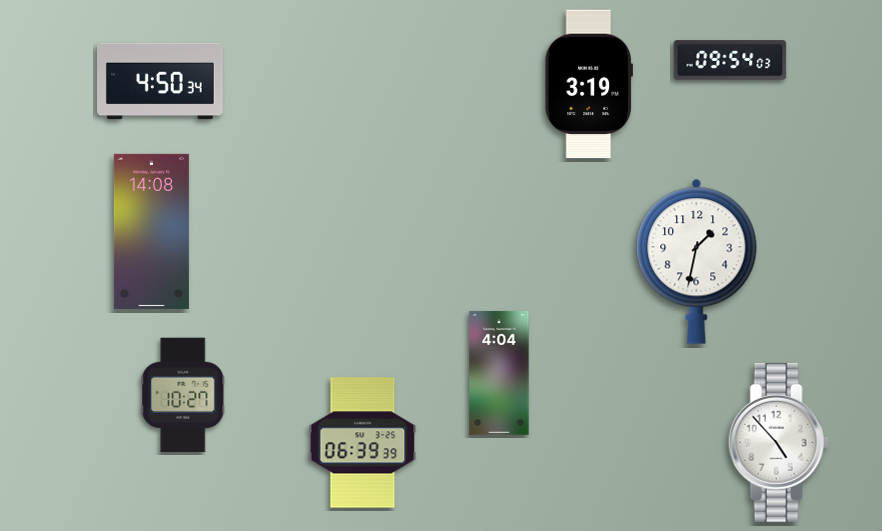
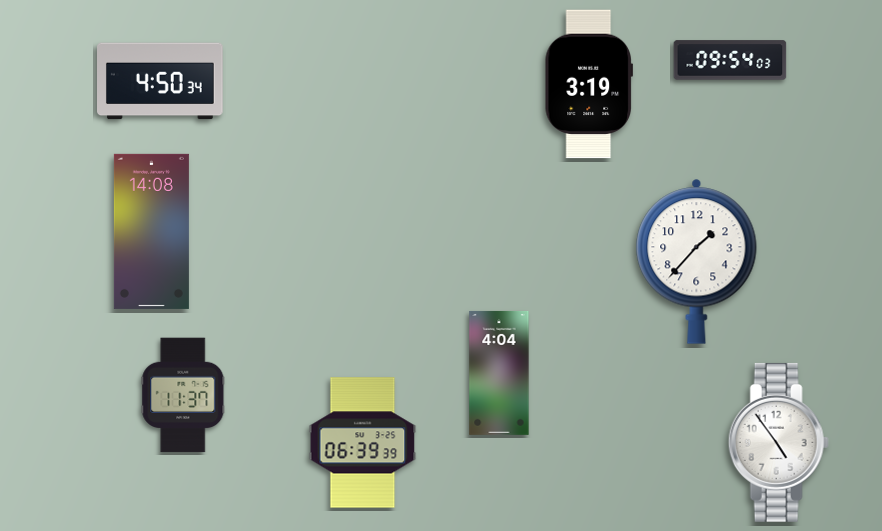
clock at (697, 261): 1:32 -> 1:37
clock at (183, 395): 10:27 -> 11:37
clock at (778, 442): 4:53 -> 4:54
